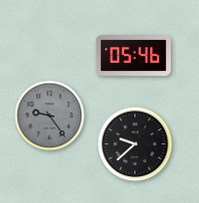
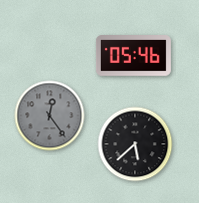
clock at (50, 116): 9:24 -> 12:24
clock at (135, 144): 9:38 -> 5:38
